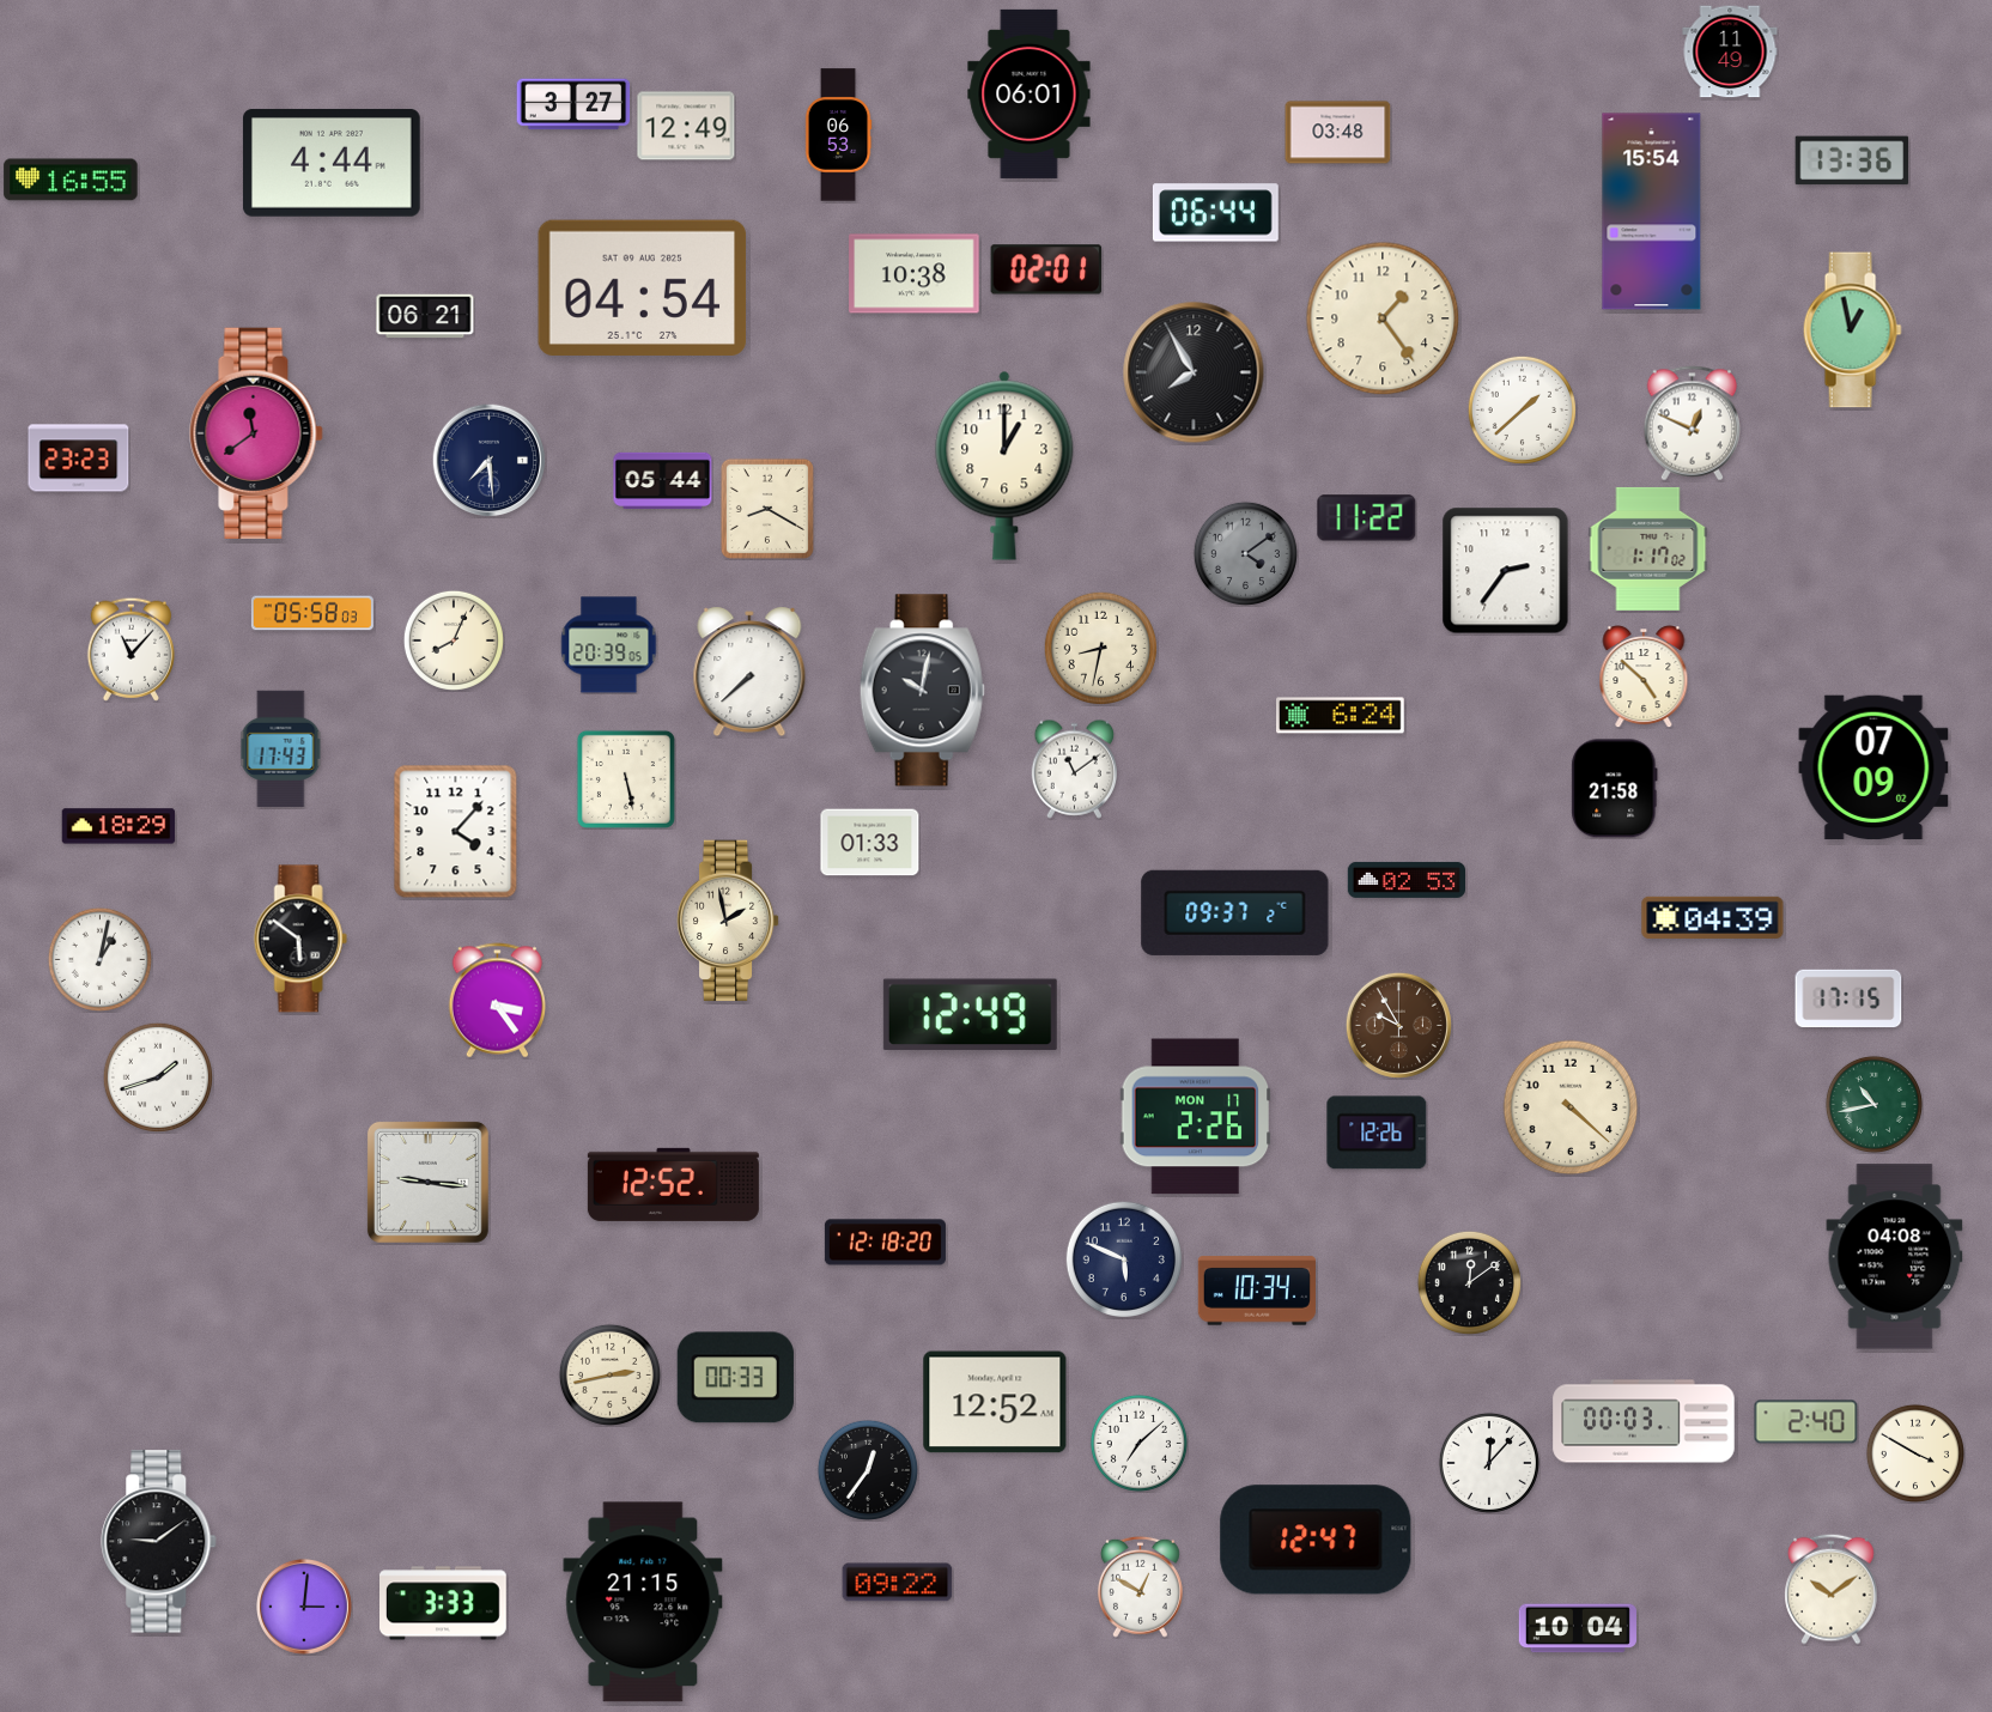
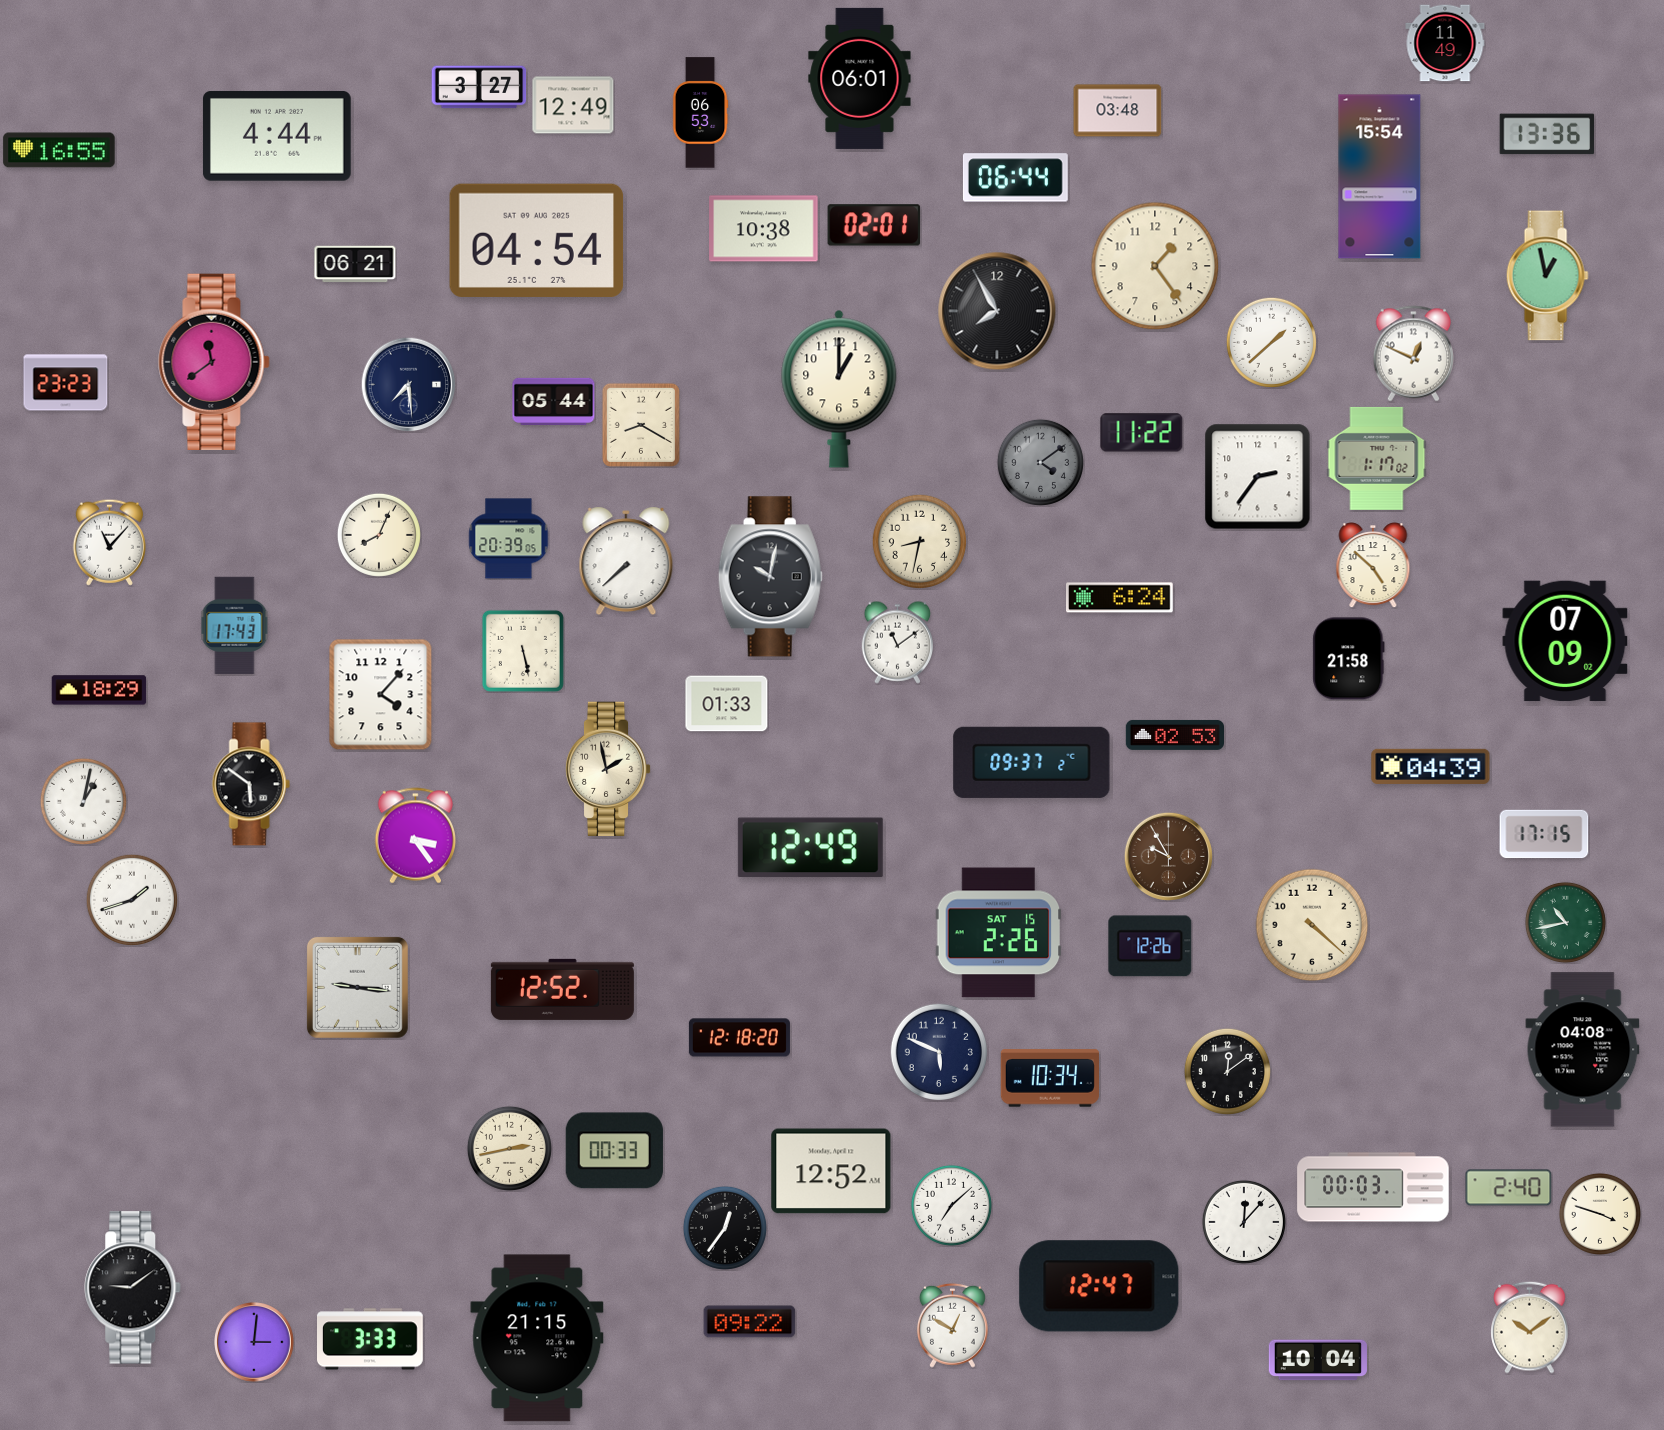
clock at (312, 613): 05:58 -> none
clock at (1196, 1117) date: MON 17 -> SAT 15
clock at (1915, 1453): 3:50 -> 3:48
